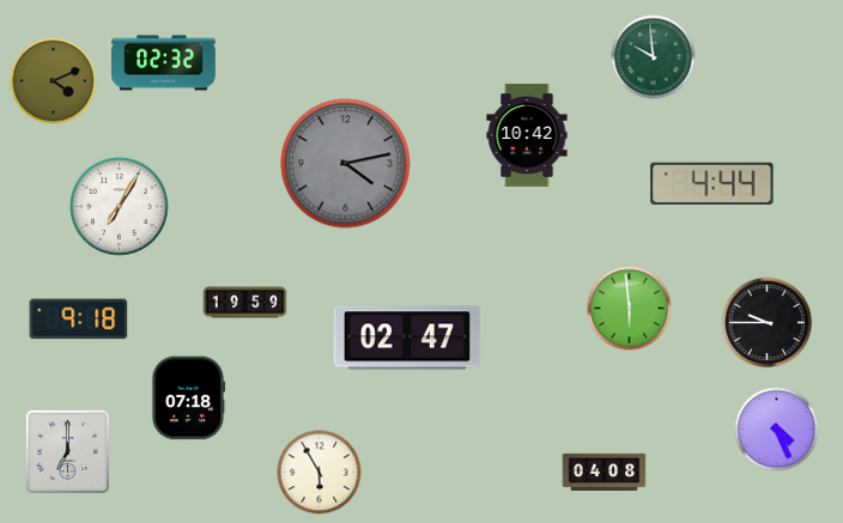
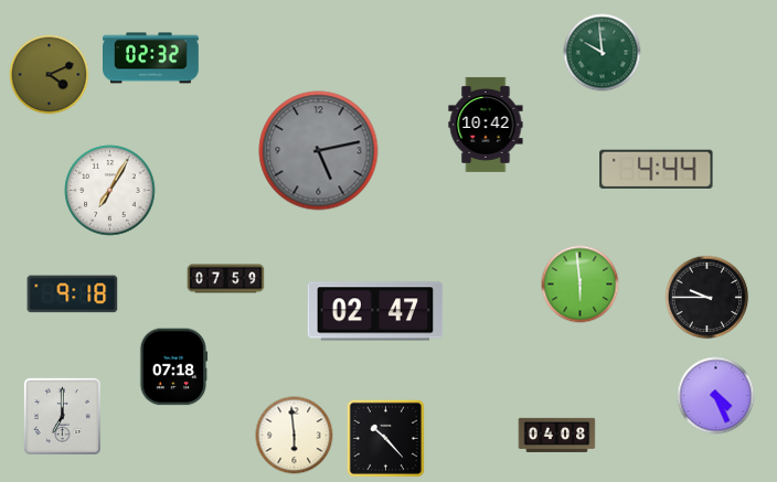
clock at (346, 164): 4:13 -> 5:13
clock at (245, 303): 19:59 -> 07:59
clock at (320, 473): 5:55 -> 5:59
clock at (385, 438): none -> 10:23
